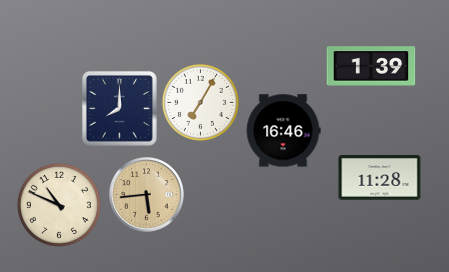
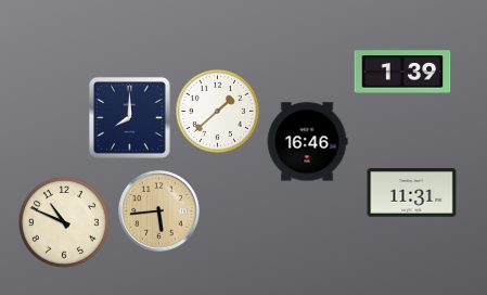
clock at (200, 102): 7:05 -> 1:38
clock at (380, 178): 11:28 -> 11:31
